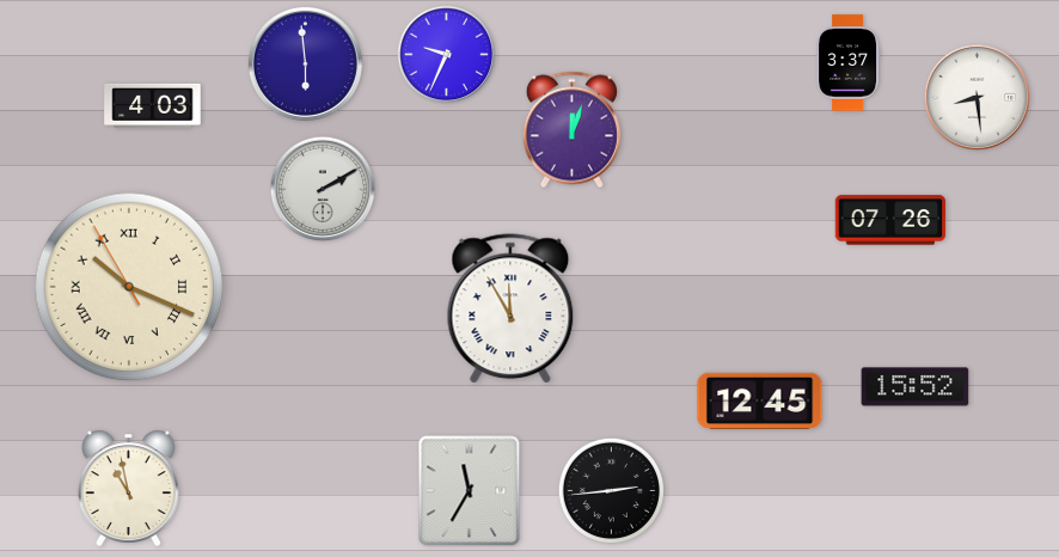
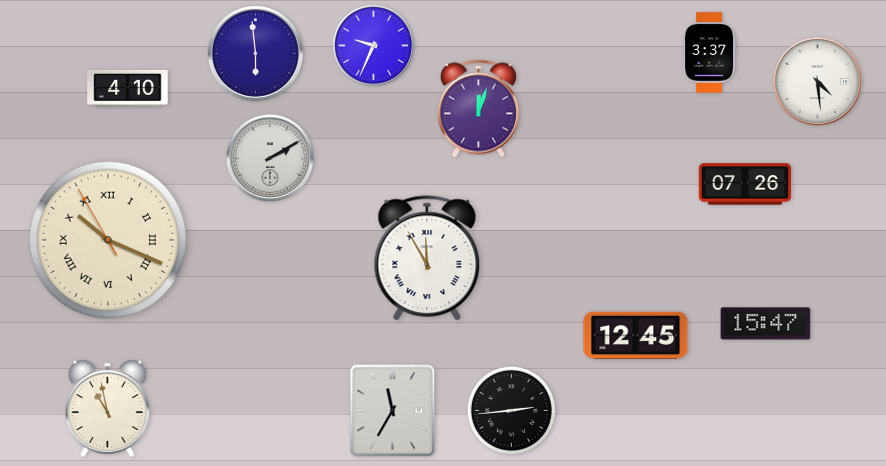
clock at (977, 97): 8:29 -> 4:29
clock at (153, 105): 4:03 -> 4:10
clock at (916, 387): 15:52 -> 15:47
